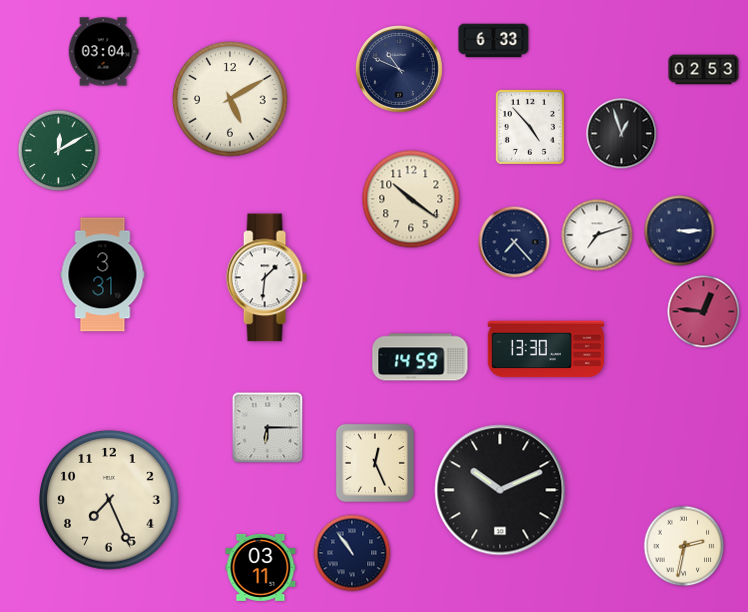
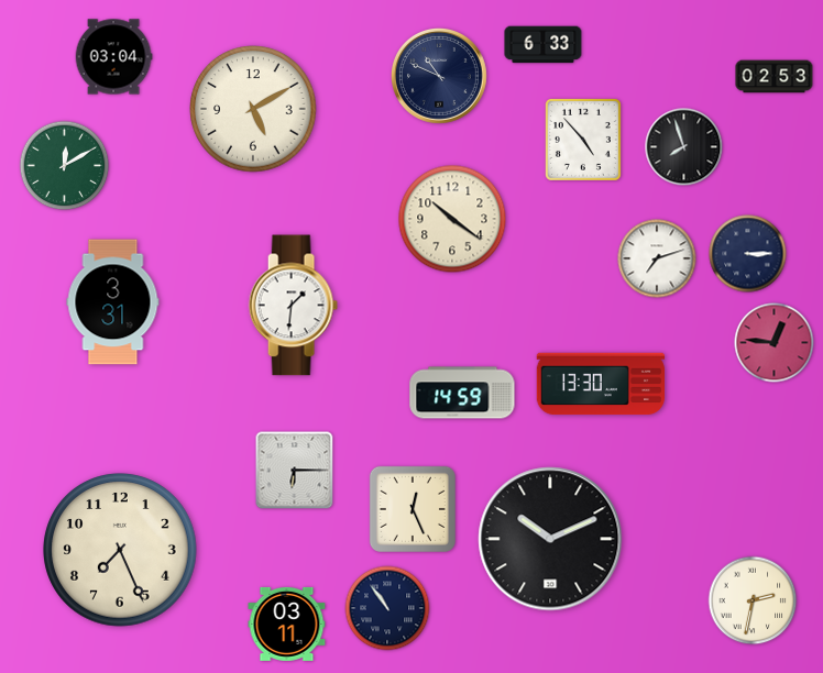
clock at (622, 134): 12:57 -> 7:57
clock at (514, 242): 7:23 -> none
